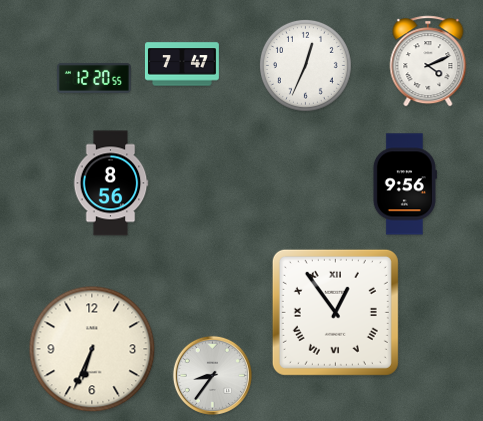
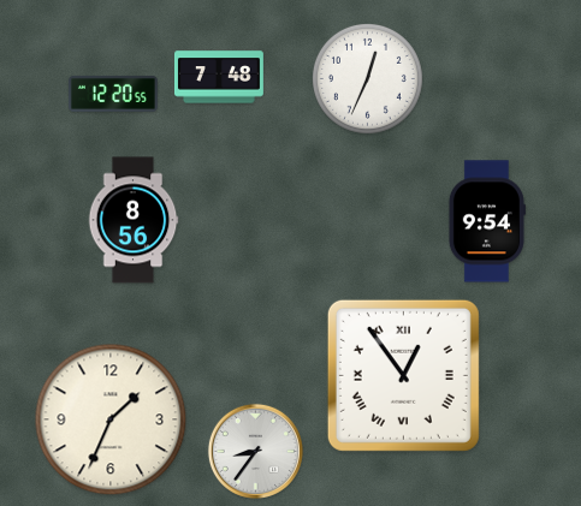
clock at (428, 61): 4:11 -> none
clock at (182, 64): 7:47 -> 7:48
clock at (404, 184): 9:56 -> 9:54
clock at (92, 349): 6:34 -> 1:34
